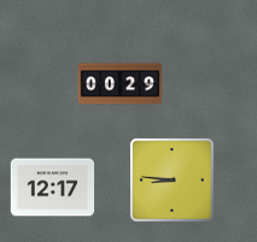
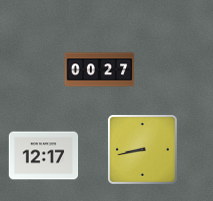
clock at (121, 84): 00:29 -> 00:27
clock at (173, 181): 8:46 -> 8:43
